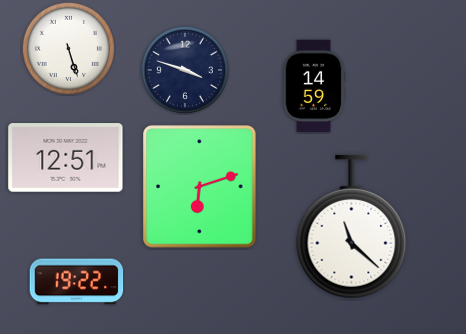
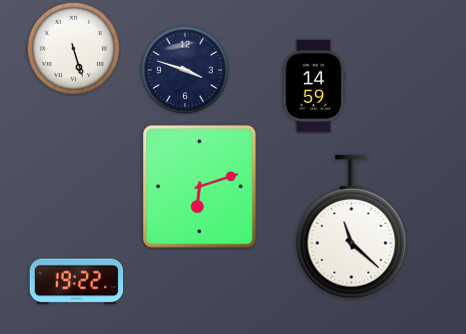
clock at (68, 48) position: (68, 48) -> (73, 48)
clock at (66, 158): 12:51 -> none
